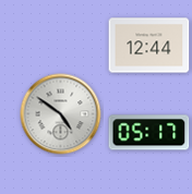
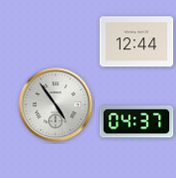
clock at (61, 114): 4:51 -> 4:54
clock at (149, 133): 05:17 -> 04:37
